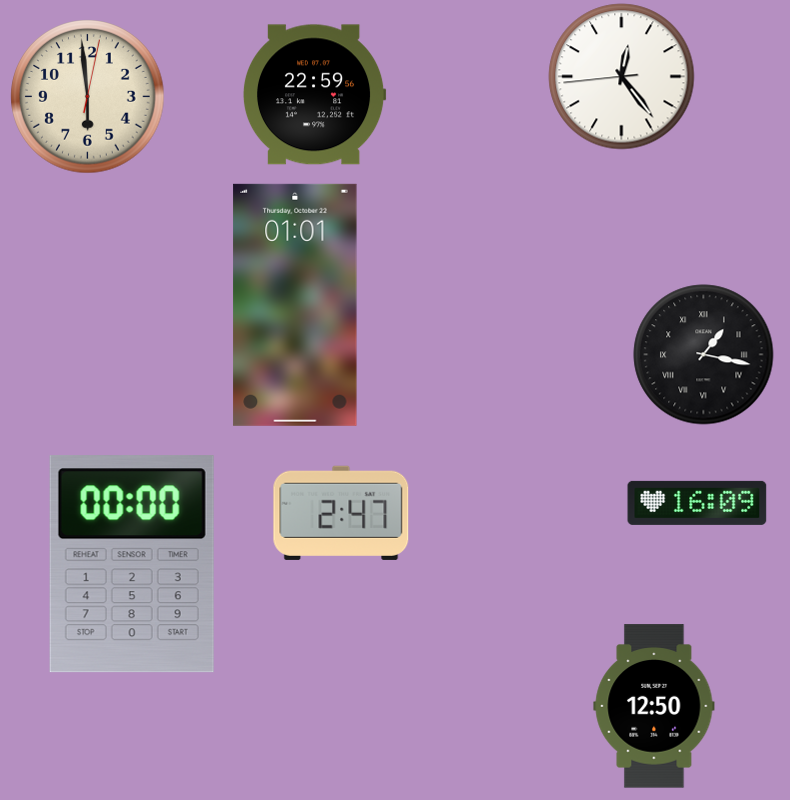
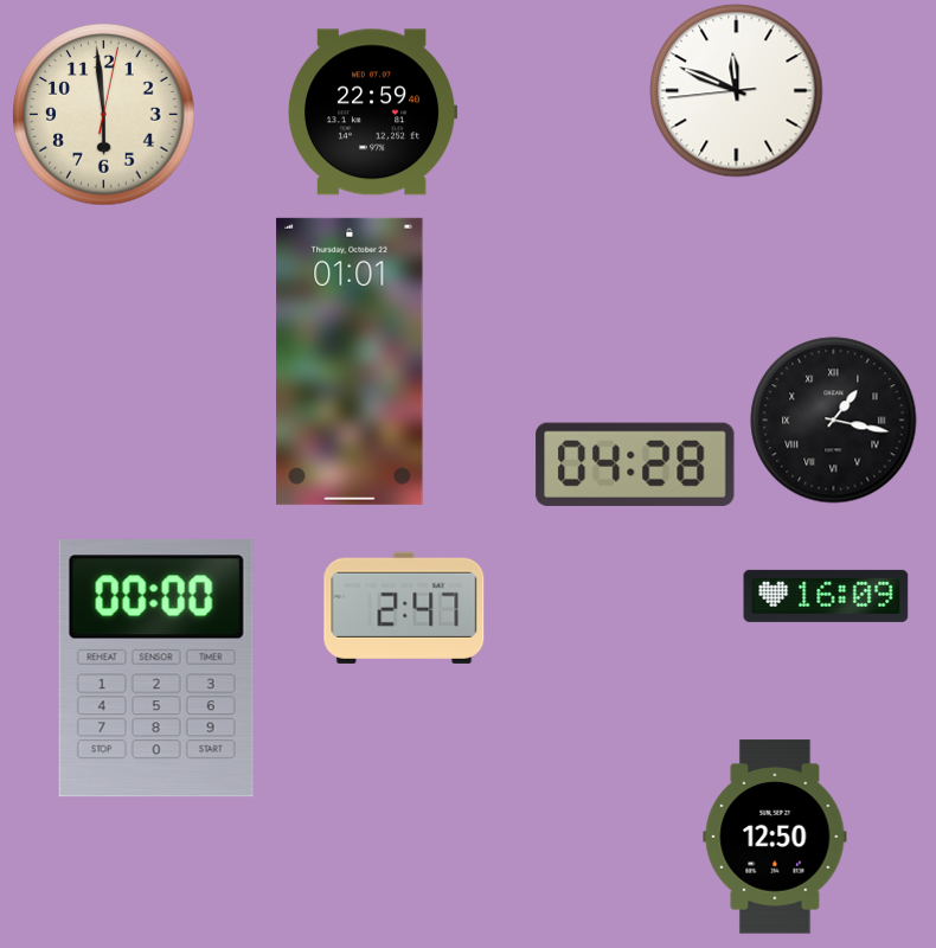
clock at (622, 77): 12:23 -> 11:48
clock at (314, 95): 22:59:56 -> 22:59:40
clock at (635, 465): none -> 04:28
